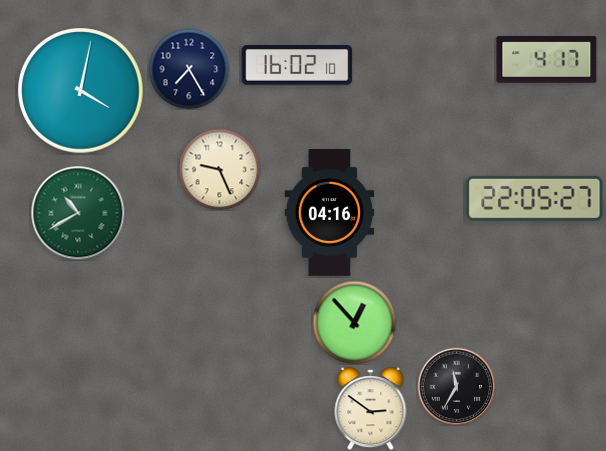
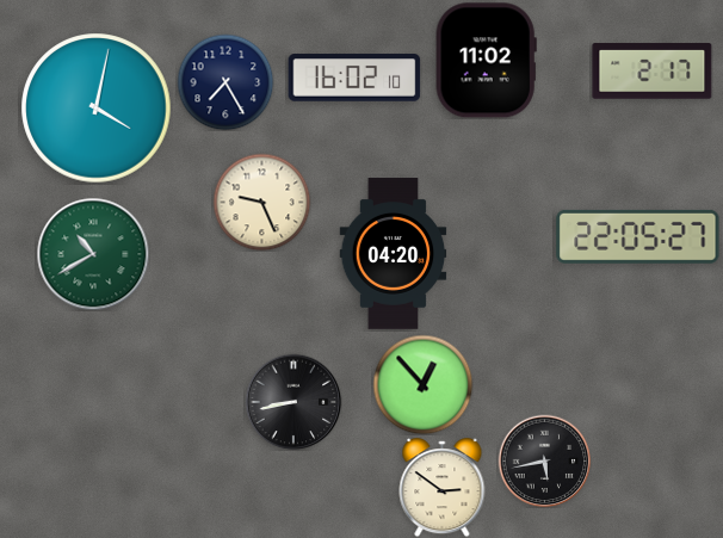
clock at (486, 61): none -> 11:02
clock at (547, 60): 4:17 -> 2:17
clock at (330, 213): 04:16 -> 04:20
clock at (293, 402): none -> 8:43
clock at (456, 386): 11:35 -> 5:43
